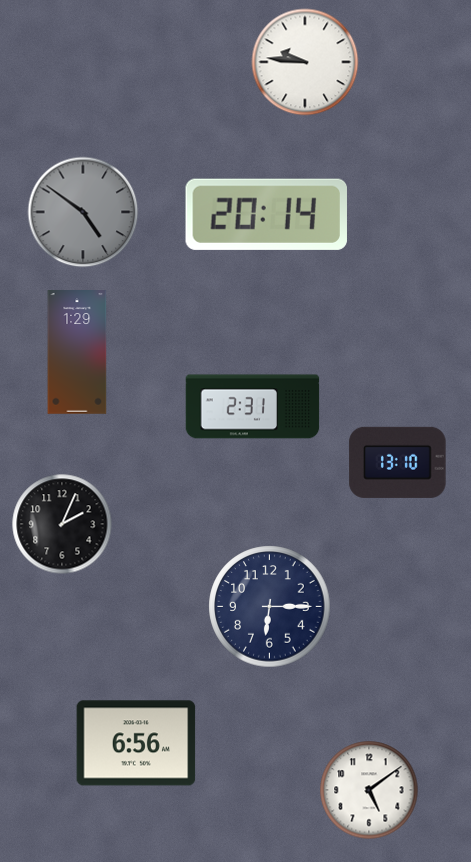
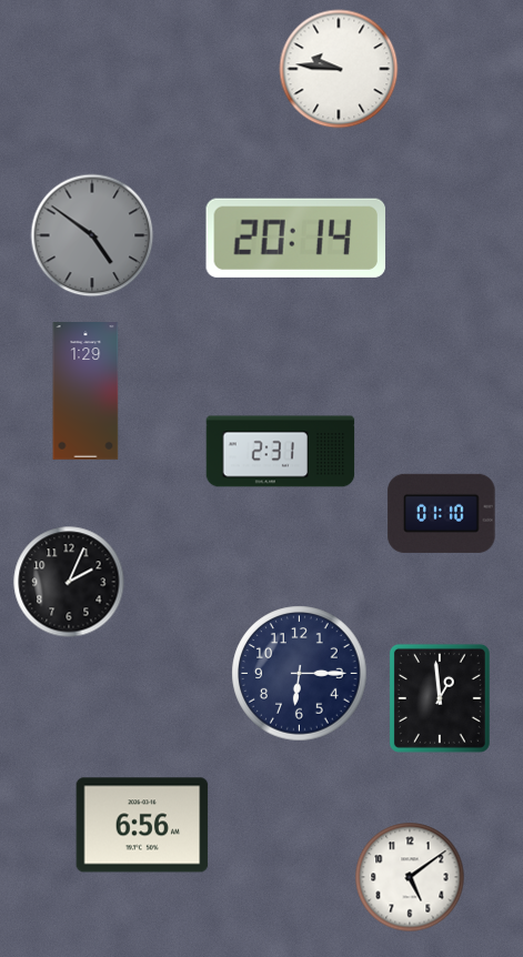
clock at (398, 462): 13:10 -> 01:10
clock at (440, 698): none -> 12:59
clock at (136, 743) position: (136, 743) -> (142, 825)
